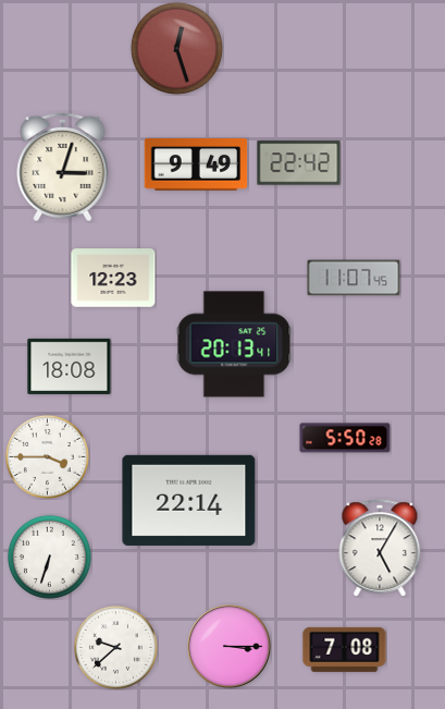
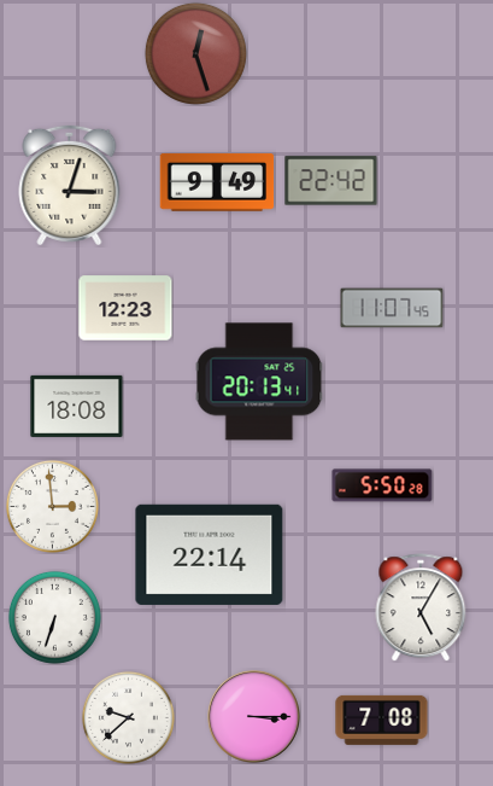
clock at (47, 456): 3:45 -> 2:59
